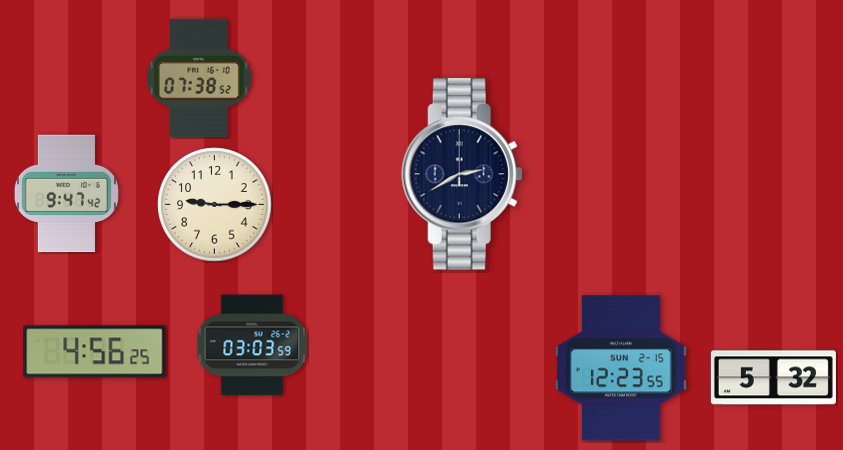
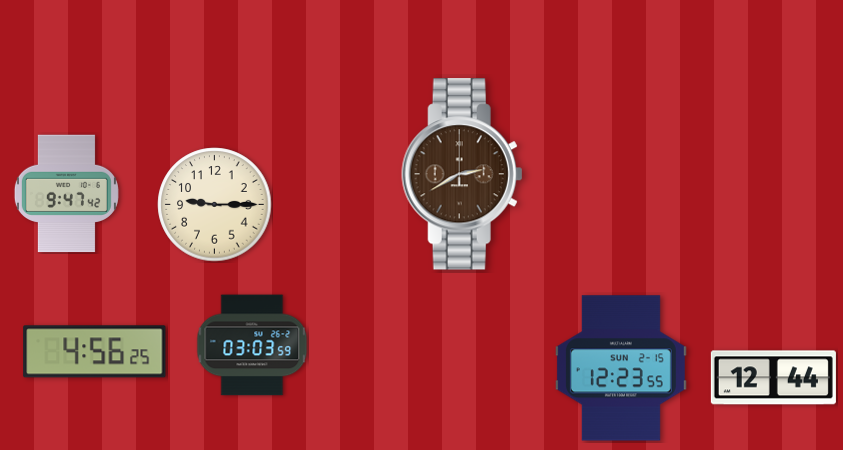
clock at (200, 78): 07:38 -> none
clock at (462, 174) dial: navy -> brown
clock at (773, 378): 5:32 -> 12:44
